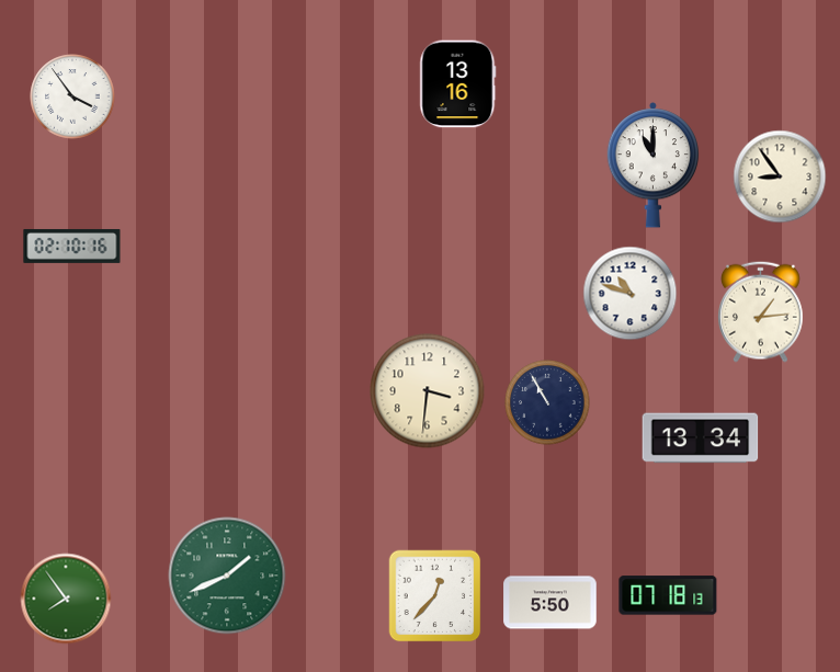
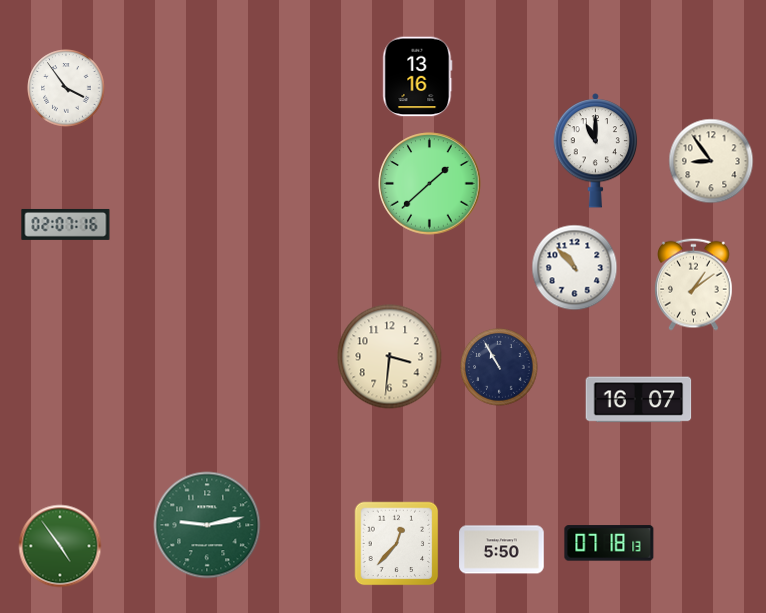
clock at (430, 184): none -> 1:38
clock at (72, 246): 02:10 -> 02:07
clock at (631, 294): 10:48 -> 10:53
clock at (761, 311): 1:14 -> 1:09
clock at (701, 438): 13:34 -> 16:07
clock at (227, 576): 1:41 -> 9:13
clock at (66, 599): 7:54 -> 4:54
